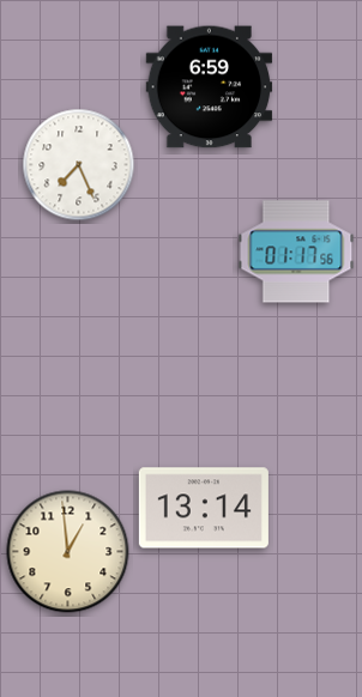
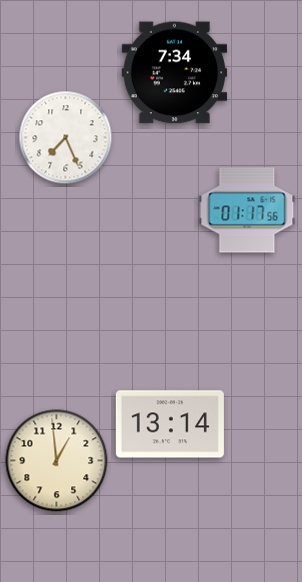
clock at (210, 87): 6:59 -> 7:34
